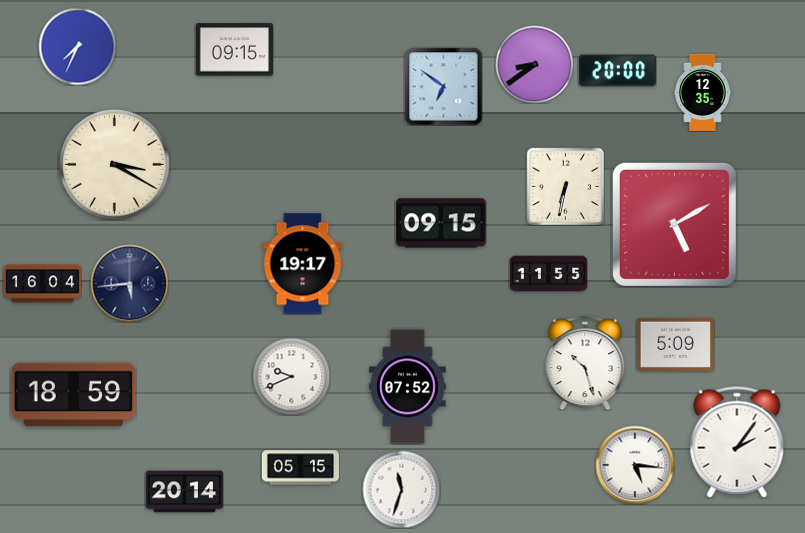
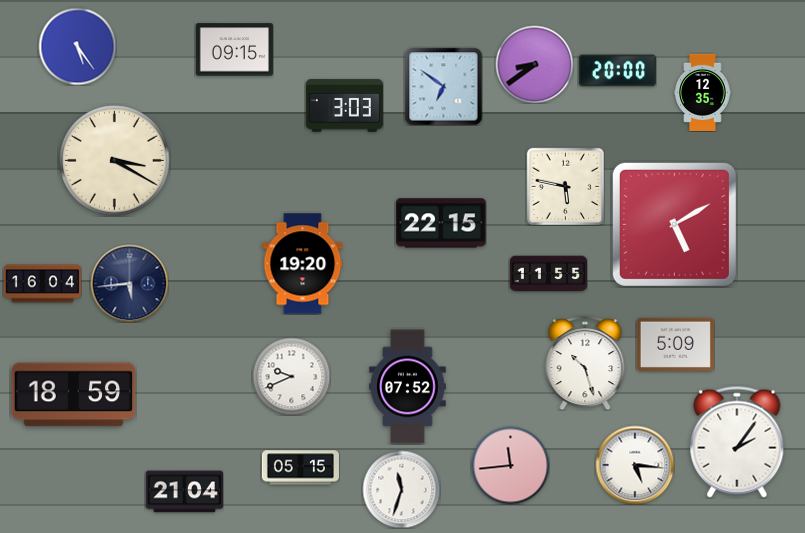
clock at (77, 46): 7:34 -> 5:24
clock at (344, 106): none -> 3:03
clock at (115, 165) position: (115, 165) -> (115, 161)
clock at (565, 186): 6:32 -> 5:47
clock at (441, 223): 09:15 -> 22:15
clock at (303, 264): 19:17 -> 19:20
clock at (510, 465): none -> 11:44
clock at (184, 492): 20:14 -> 21:04
